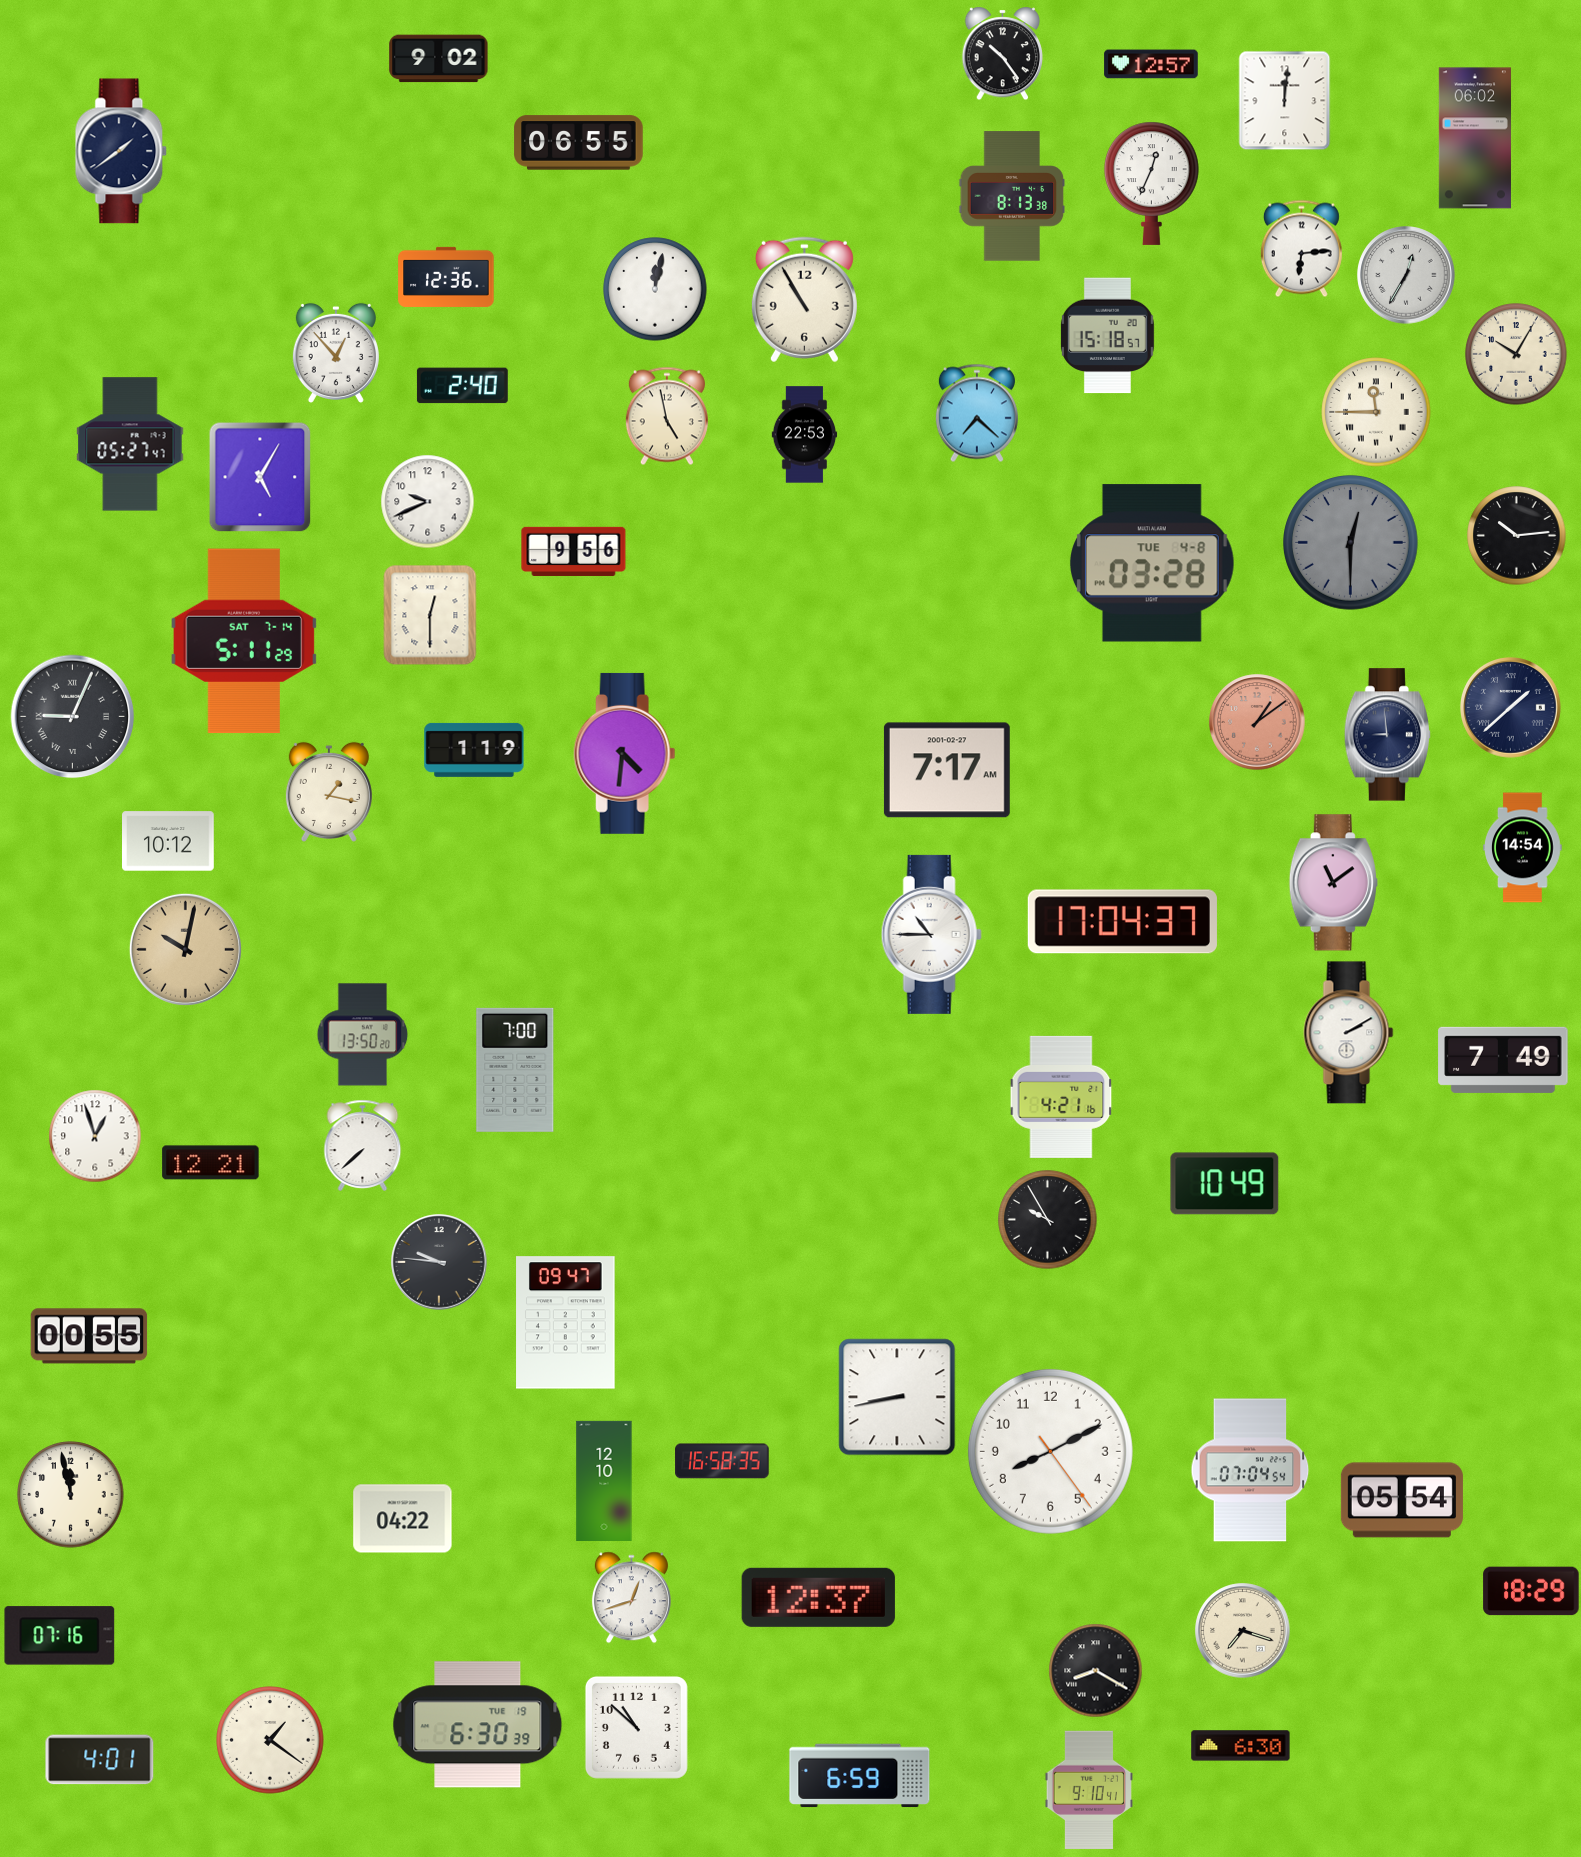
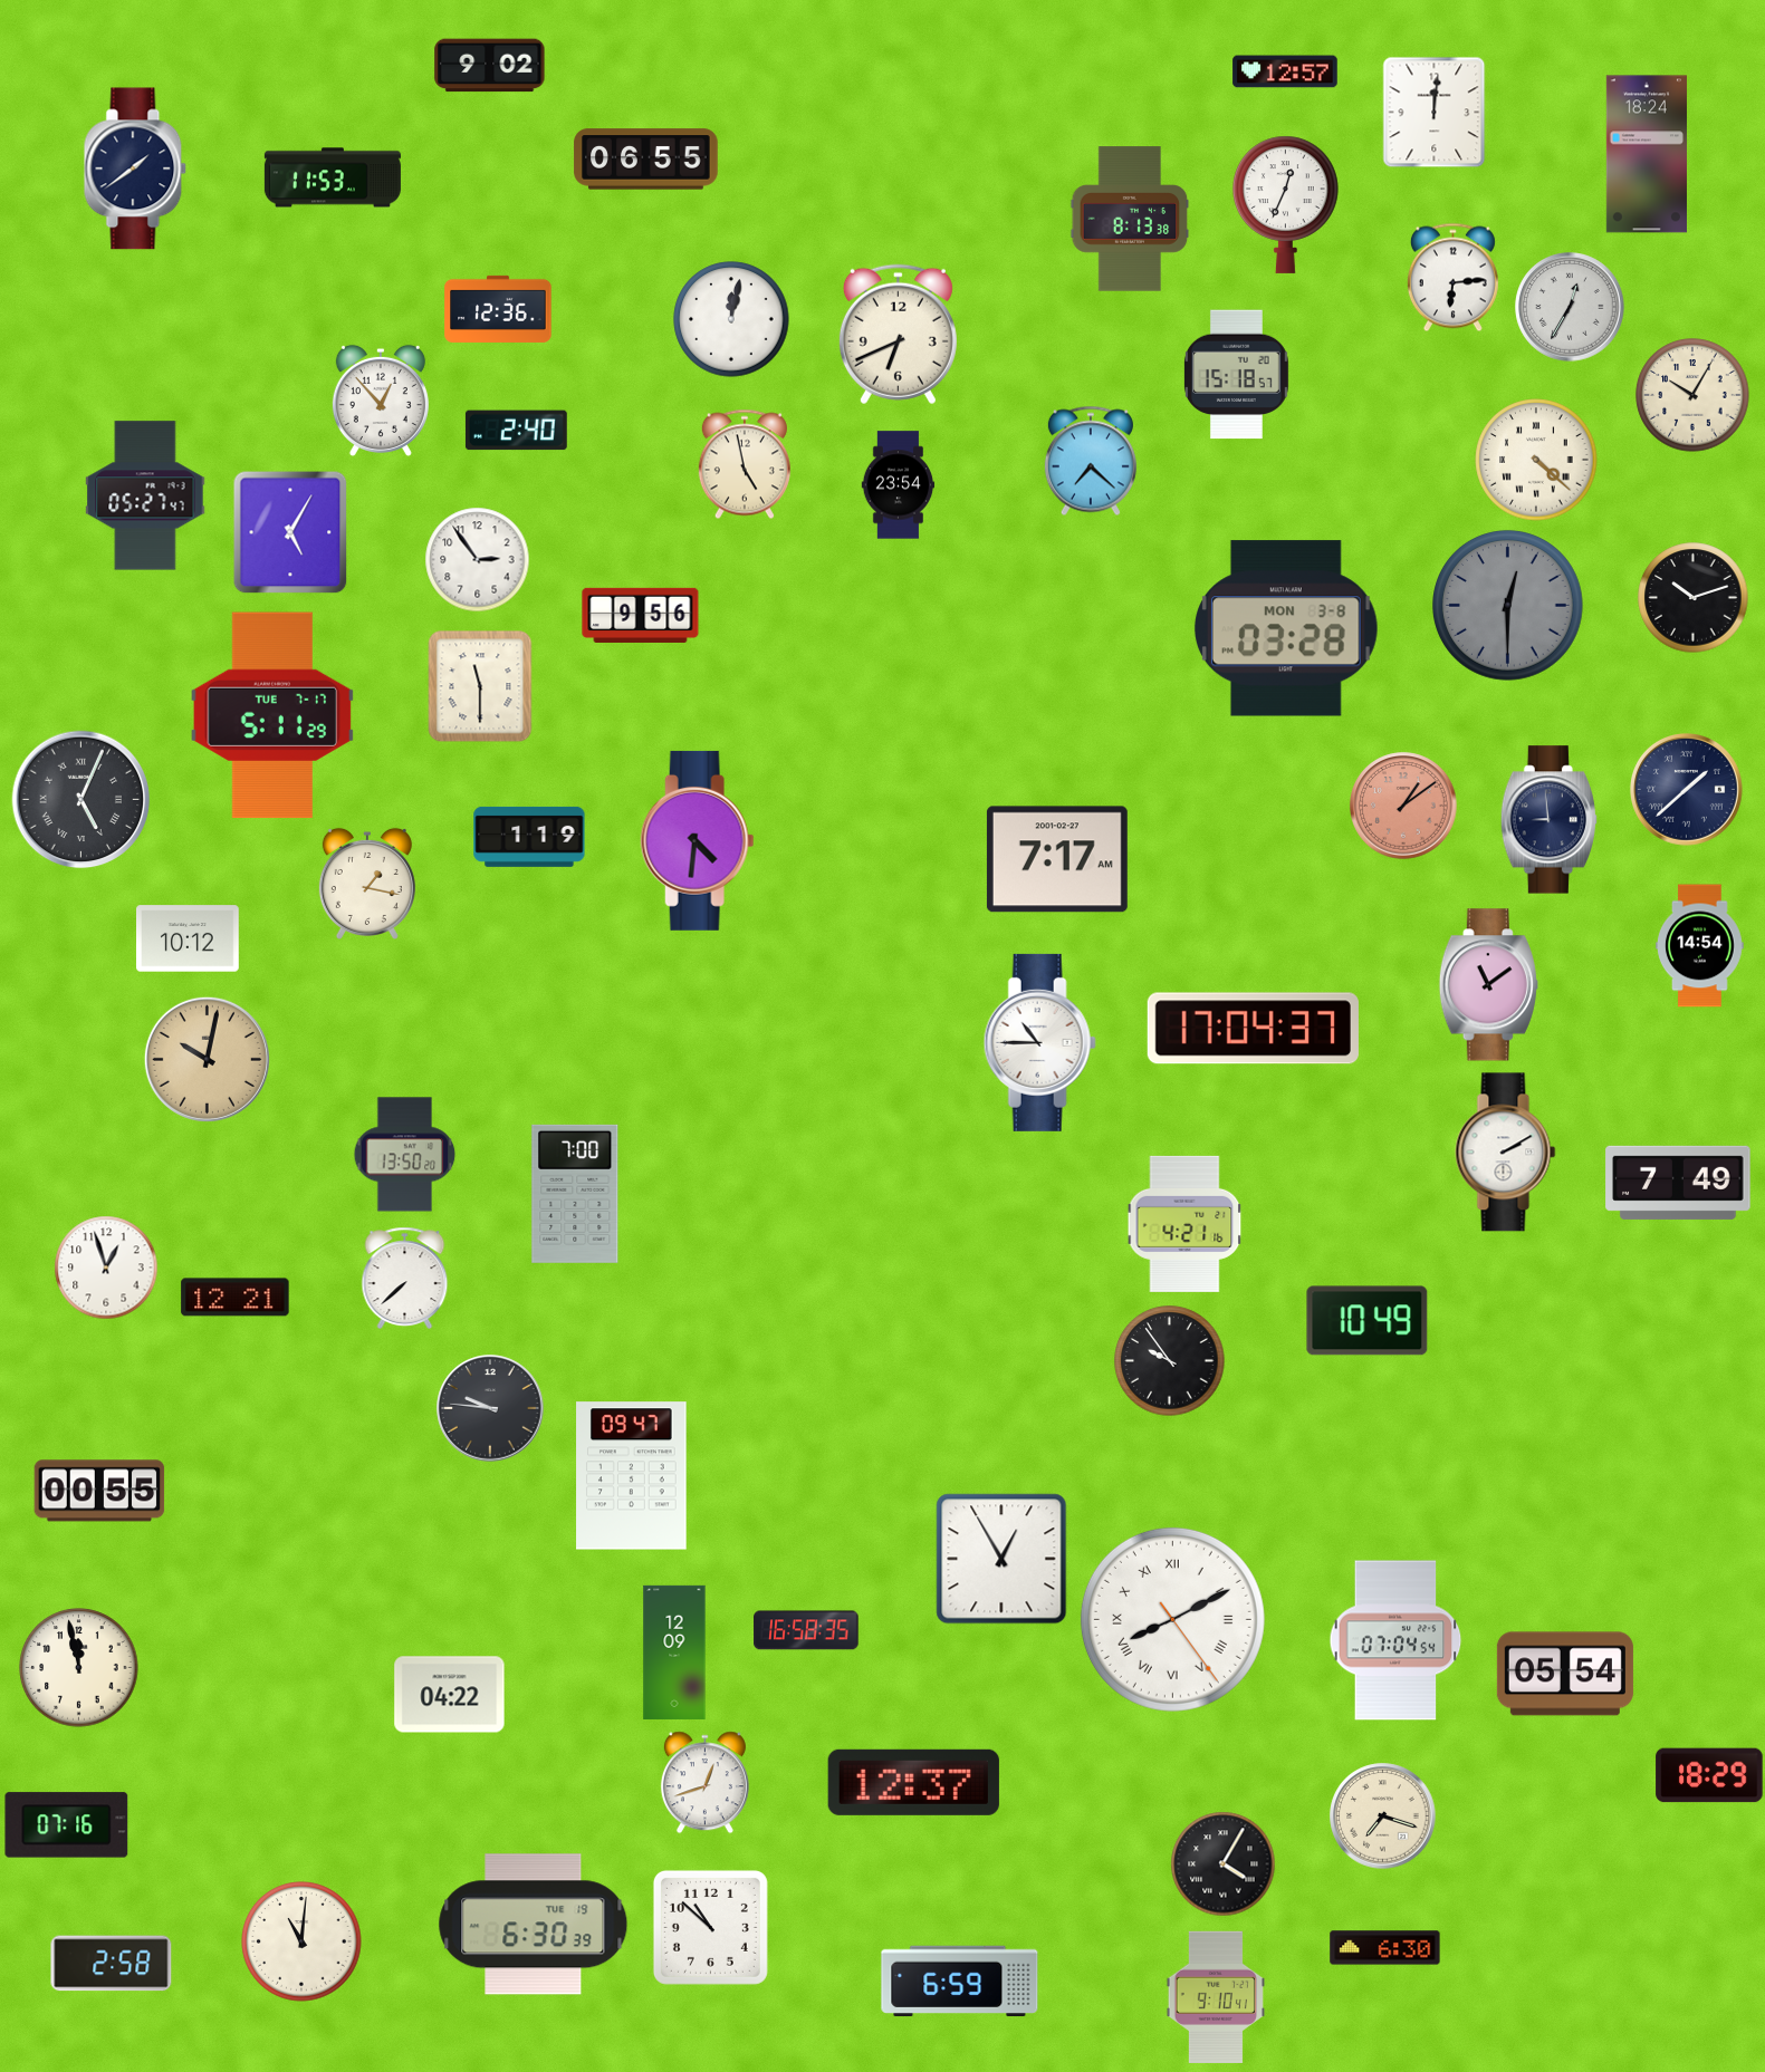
clock at (1003, 54): 10:24 -> none
clock at (1475, 138): 06:02 -> 18:24
clock at (333, 177): none -> 11:53
clock at (655, 289) position: (655, 289) -> (731, 319)
clock at (804, 300): 10:55 -> 6:41
clock at (336, 353) position: (336, 353) -> (381, 401)
clock at (1376, 412): 11:45 -> 4:22
clock at (805, 435): 22:53 -> 23:54
clock at (428, 502): 9:41 -> 2:54
clock at (1517, 536): 10:14 -> 10:12
clock at (1152, 563) date: TUE 4-8 -> MON 3-8
clock at (430, 615): 12:30 -> 11:30
clock at (244, 641) date: SAT 7-14 -> TUE 7-17
clock at (73, 717): 9:04 -> 5:04
clock at (1048, 1220): 9:55 -> 9:54
clock at (897, 1397): 8:43 -> 12:55
clock at (1050, 1451) numerals: Arabic -> Roman
clock at (604, 1481): 12:10 -> 12:09
clock at (1243, 1631) position: (1243, 1631) -> (1383, 1816)
clock at (1096, 1671): 8:20 -> 4:05
clock at (270, 1740): 1:21 -> 11:01
clock at (100, 1760): 4:01 -> 2:58
